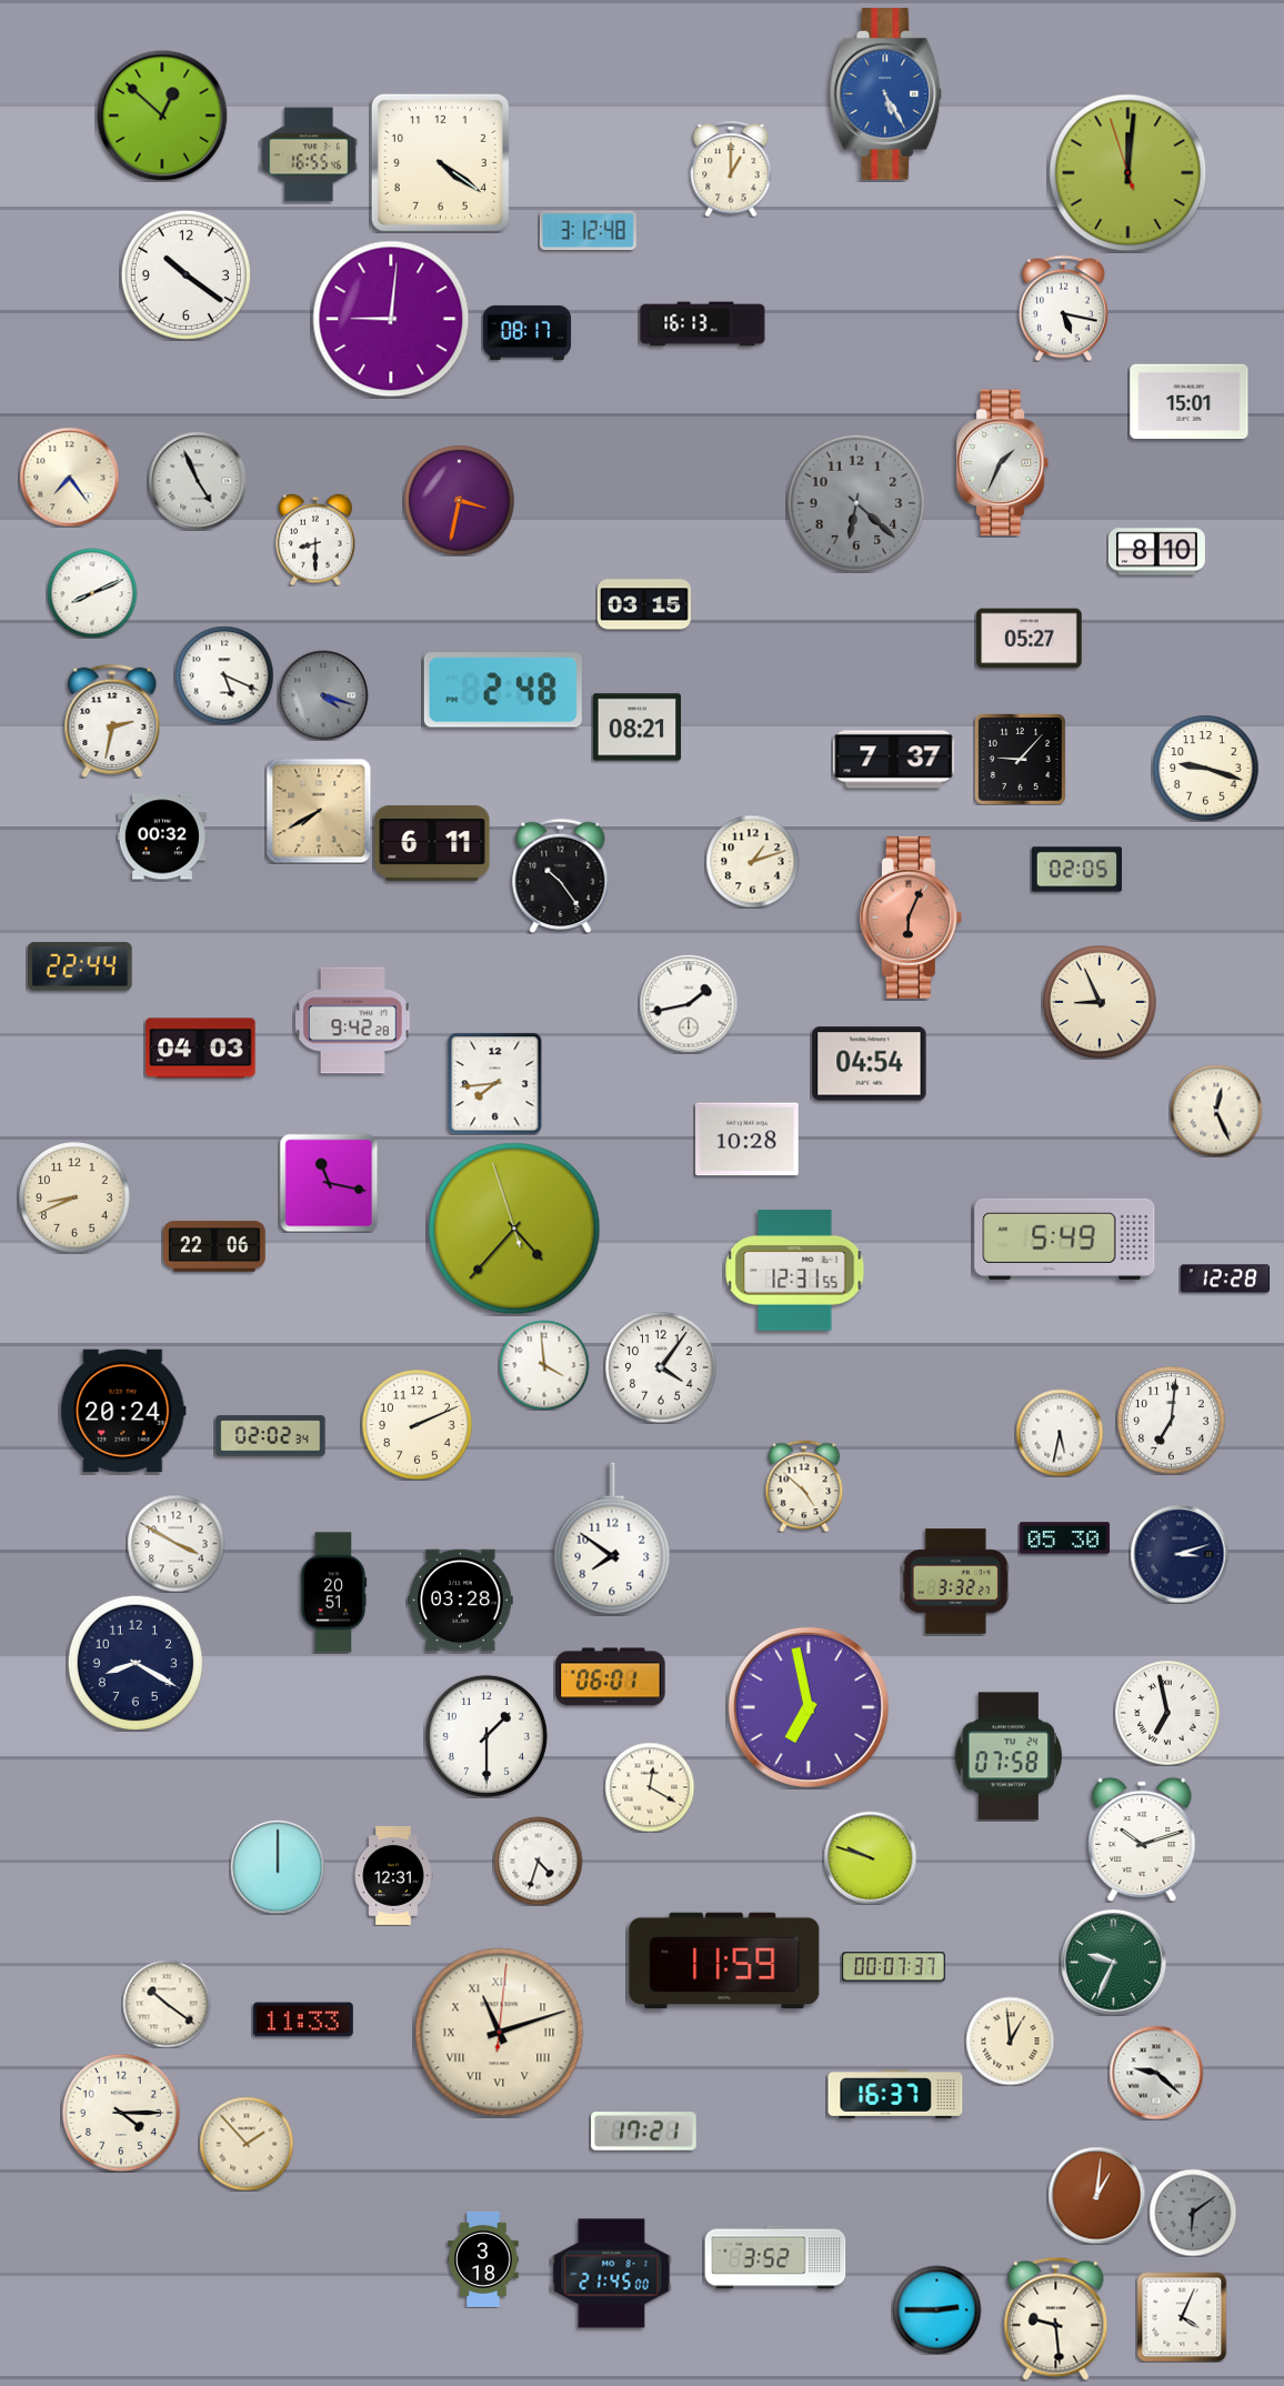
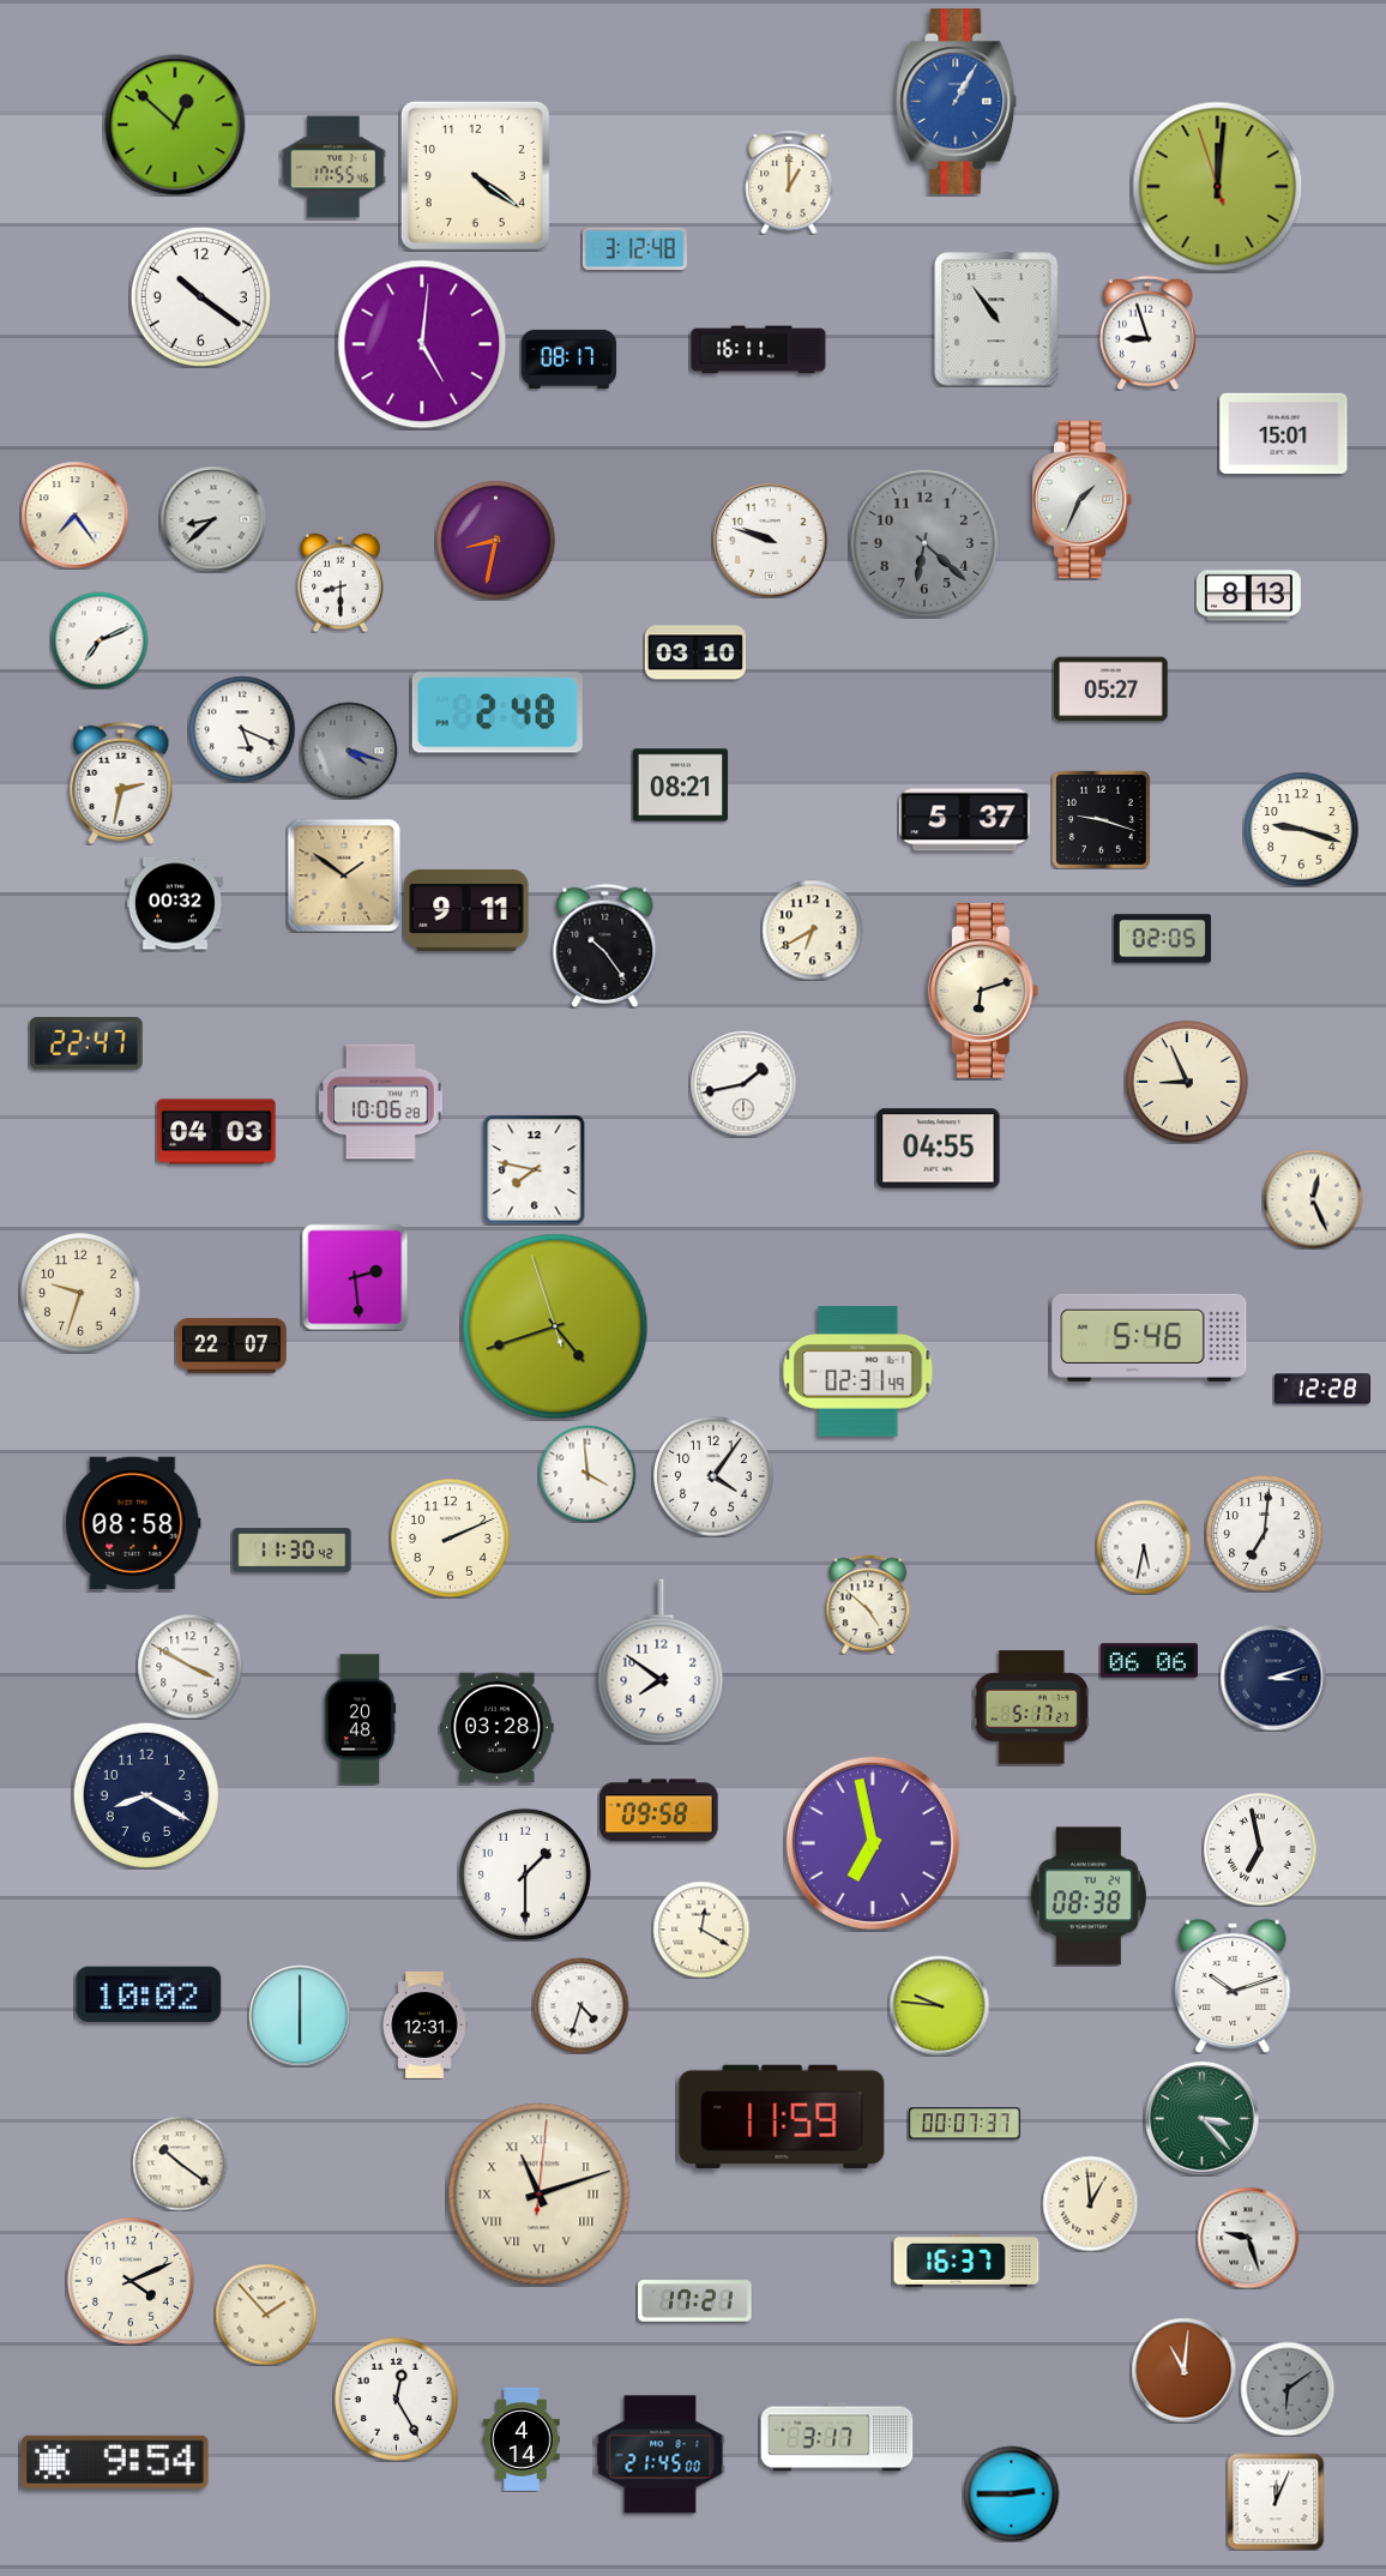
clock at (886, 94): 5:25 -> 1:05
clock at (309, 154): 16:55 -> 17:55
clock at (996, 319): none -> 10:54
clock at (1064, 308): 5:17 -> 8:57
clock at (391, 319): 9:01 -> 5:01
clock at (703, 324): 16:13 -> 16:11
clock at (198, 481): 4:56 -> 8:38
clock at (460, 501): 3:32 -> 8:32
clock at (771, 541): none -> 9:48
clock at (1156, 552): 8:10 -> 8:13
clock at (92, 593): 8:11 -> 7:11
clock at (644, 604): 03:15 -> 03:10
clock at (503, 690) position: (503, 690) -> (498, 712)
clock at (112, 721) position: (112, 721) -> (121, 783)
clock at (636, 728) position: (636, 728) -> (680, 786)
clock at (894, 760): 7:37 -> 5:37
clock at (1021, 760): 9:07 -> 9:18
clock at (319, 811): 7:40 -> 1:51
clock at (432, 843): 6:11 -> 9:11
clock at (752, 861): 1:12 -> 6:40
clock at (911, 918): 6:04 -> 6:12
clock at (911, 918) dial: salmon -> cream
clock at (81, 966): 22:44 -> 22:47
clock at (353, 1021): 9:42 -> 10:06
clock at (870, 1064): 04:54 -> 04:55
clock at (495, 1083): 7:44 -> 7:47
clock at (748, 1140): 10:28 -> none
clock at (329, 1183): 11:17 -> 2:29
clock at (74, 1197): 8:41 -> 9:33
clock at (514, 1229): 4:36 -> 4:41
clock at (1065, 1239): 5:49 -> 5:46
clock at (215, 1246): 22:06 -> 22:07
clock at (795, 1271): 12:31 -> 02:31
clock at (1225, 1279) position: (1225, 1279) -> (1322, 1389)
clock at (123, 1411): 20:24 -> 08:58
clock at (271, 1436): 02:02 -> 11:30
clock at (1064, 1538): 05:30 -> 06:06
clock at (955, 1582): 3:32 -> 5:17
clock at (333, 1593): 20:51 -> 20:48
clock at (611, 1677): 06:01 -> 09:58
clock at (1009, 1756): 07:58 -> 08:38
clock at (149, 1994): none -> 10:02
clock at (870, 1857): 9:48 -> 9:46
clock at (538, 1861) position: (538, 1861) -> (580, 2005)
clock at (278, 1867): 12:00 -> 6:00
clock at (1114, 1963): 9:34 -> 3:23
clock at (303, 2019): 11:33 -> none
clock at (1156, 2073): 9:22 -> 9:27
clock at (121, 2113): 4:15 -> 4:11
clock at (1096, 2195): 1:01 -> 11:01
clock at (397, 2400): none -> 12:25
clock at (775, 2257): 3:52 -> 3:17
clock at (483, 2259): 3:18 -> 4:14
clock at (115, 2462): none -> 9:54
clock at (1182, 2317): 4:04 -> 12:04
clock at (1056, 2318): 9:29 -> none
